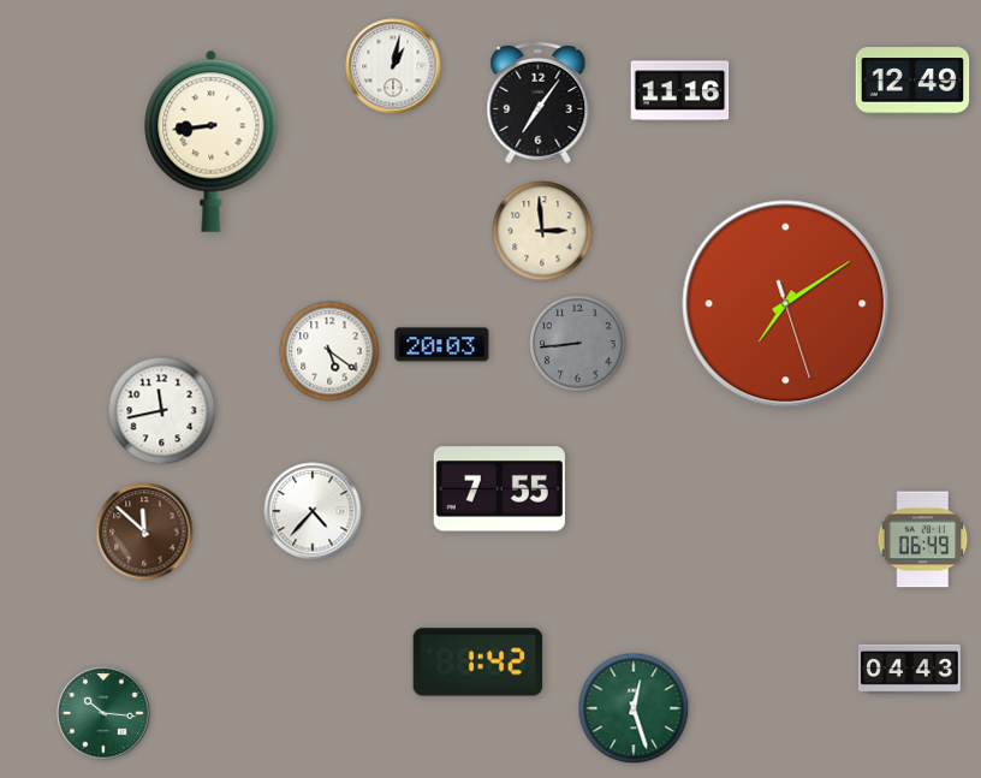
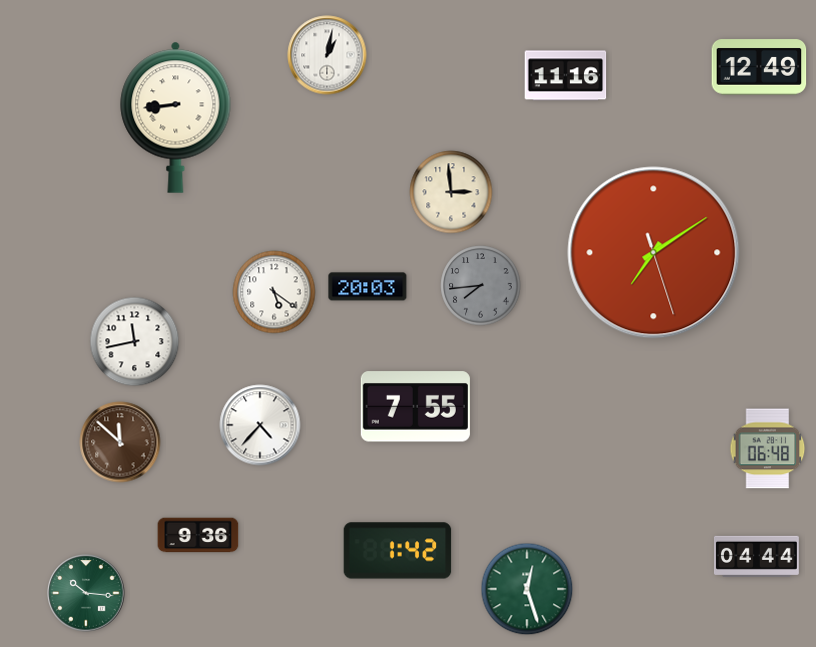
clock at (539, 102): 7:06 -> none
clock at (578, 344): 8:44 -> 7:44
clock at (923, 540): 06:49 -> 06:48
clock at (198, 535): none -> 9:36
clock at (909, 669): 04:43 -> 04:44
